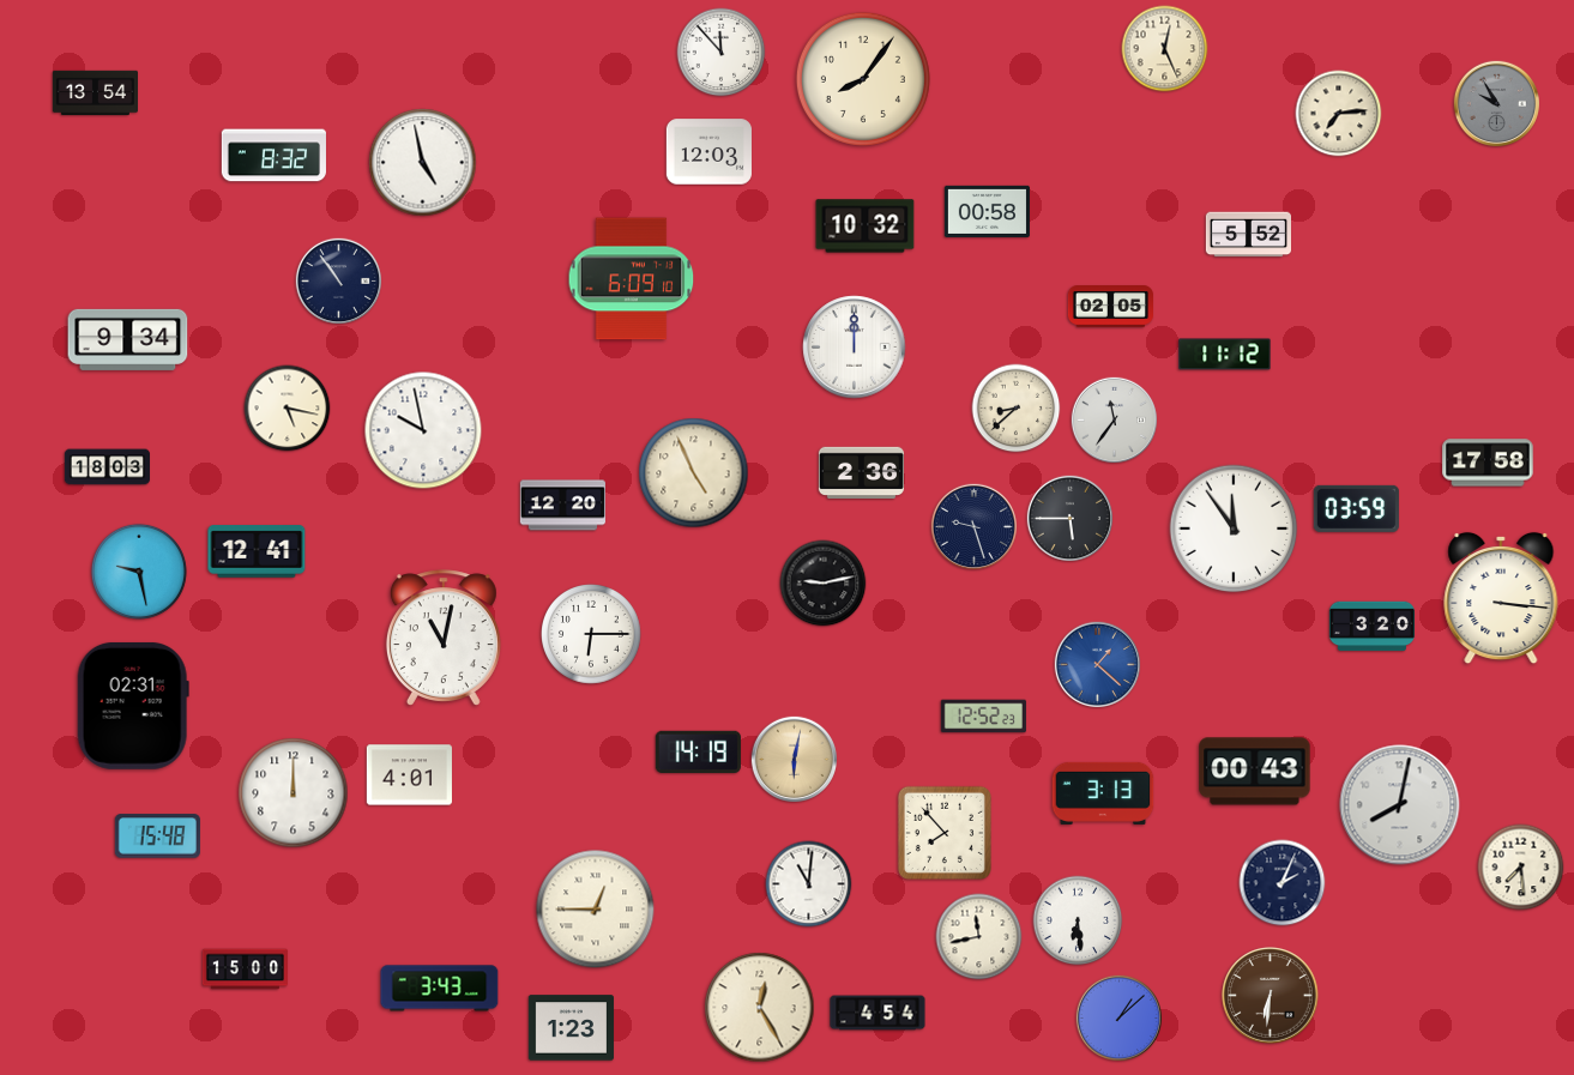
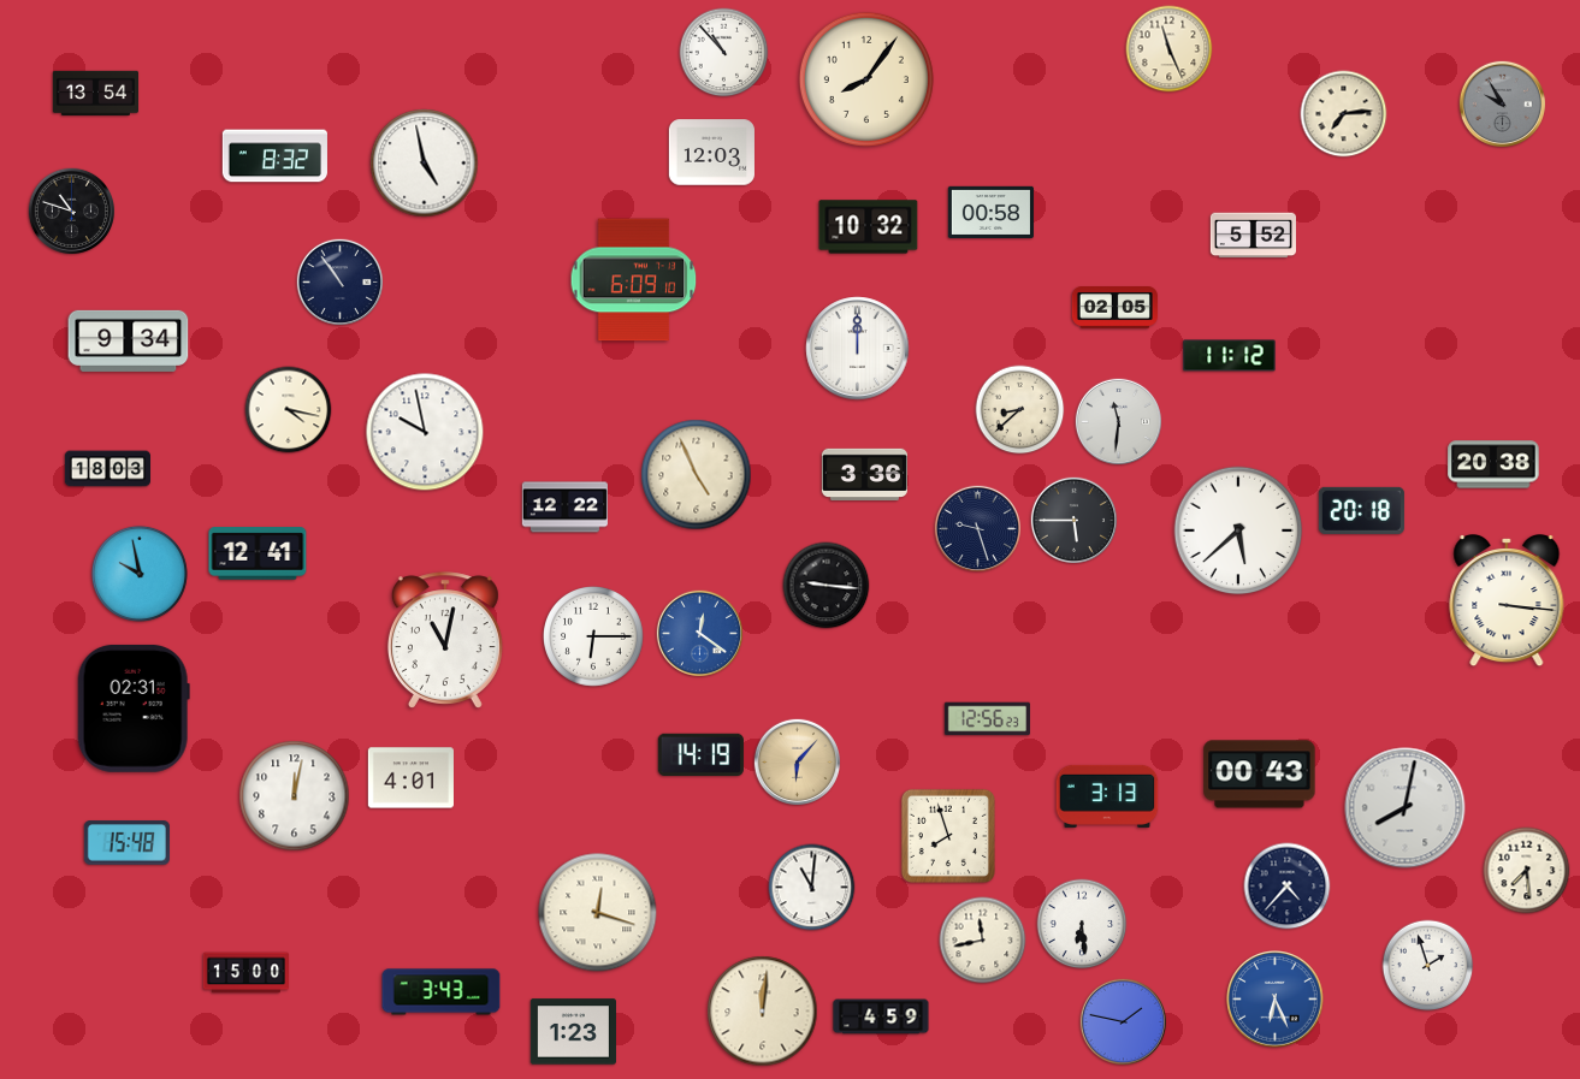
clock at (1165, 49): 12:26 -> 11:26
clock at (722, 53): 11:53 -> 10:53
clock at (71, 211): none -> 10:48
clock at (288, 409): 5:17 -> 4:17
clock at (1114, 419): 11:36 -> 11:31
clock at (1488, 463): 17:58 -> 20:38
clock at (861, 472): 2:36 -> 3:36
clock at (562, 506): 12:20 -> 12:22
clock at (1356, 508): 03:59 -> 20:18
clock at (1234, 529): 11:54 -> 5:38
clock at (139, 572): 9:28 -> 9:58
clock at (824, 584): 9:13 -> 9:16
clock at (1371, 627): 3:20 -> none
clock at (699, 633): none -> 12:21
clock at (1097, 664): 1:22 -> none
clock at (983, 717): 12:52 -> 12:56
clock at (794, 759): 6:02 -> 6:07
clock at (294, 793): 12:00 -> 12:02
clock at (945, 833): 7:53 -> 7:57
clock at (157, 837) position: (157, 837) -> (126, 843)
clock at (1283, 883): 2:04 -> 4:37
clock at (596, 910): 12:45 -> 12:18
clock at (1428, 966): none -> 1:57
clock at (1271, 996): 6:31 -> 6:26
clock at (1271, 996) dial: brown -> blue
clock at (760, 1008): 12:25 -> 12:01
clock at (878, 1013): 4:54 -> 4:59
clock at (1118, 1017): 1:08 -> 1:47
